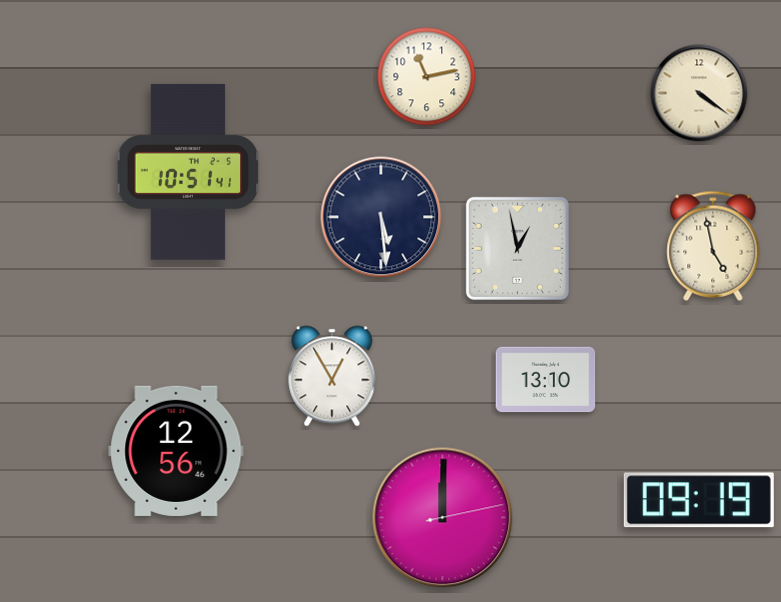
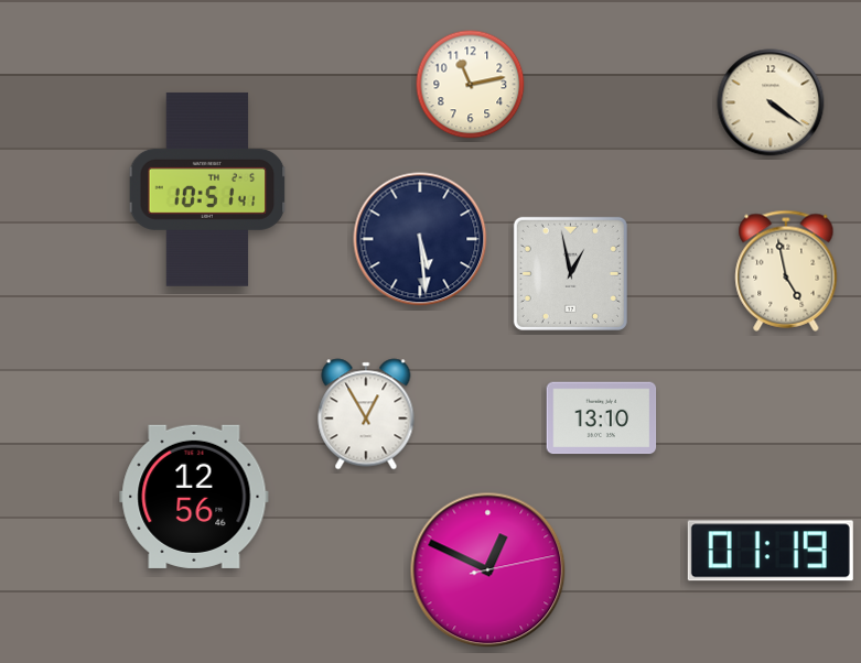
clock at (699, 500): 09:19 -> 01:19
clock at (443, 518): 12:00 -> 12:49
